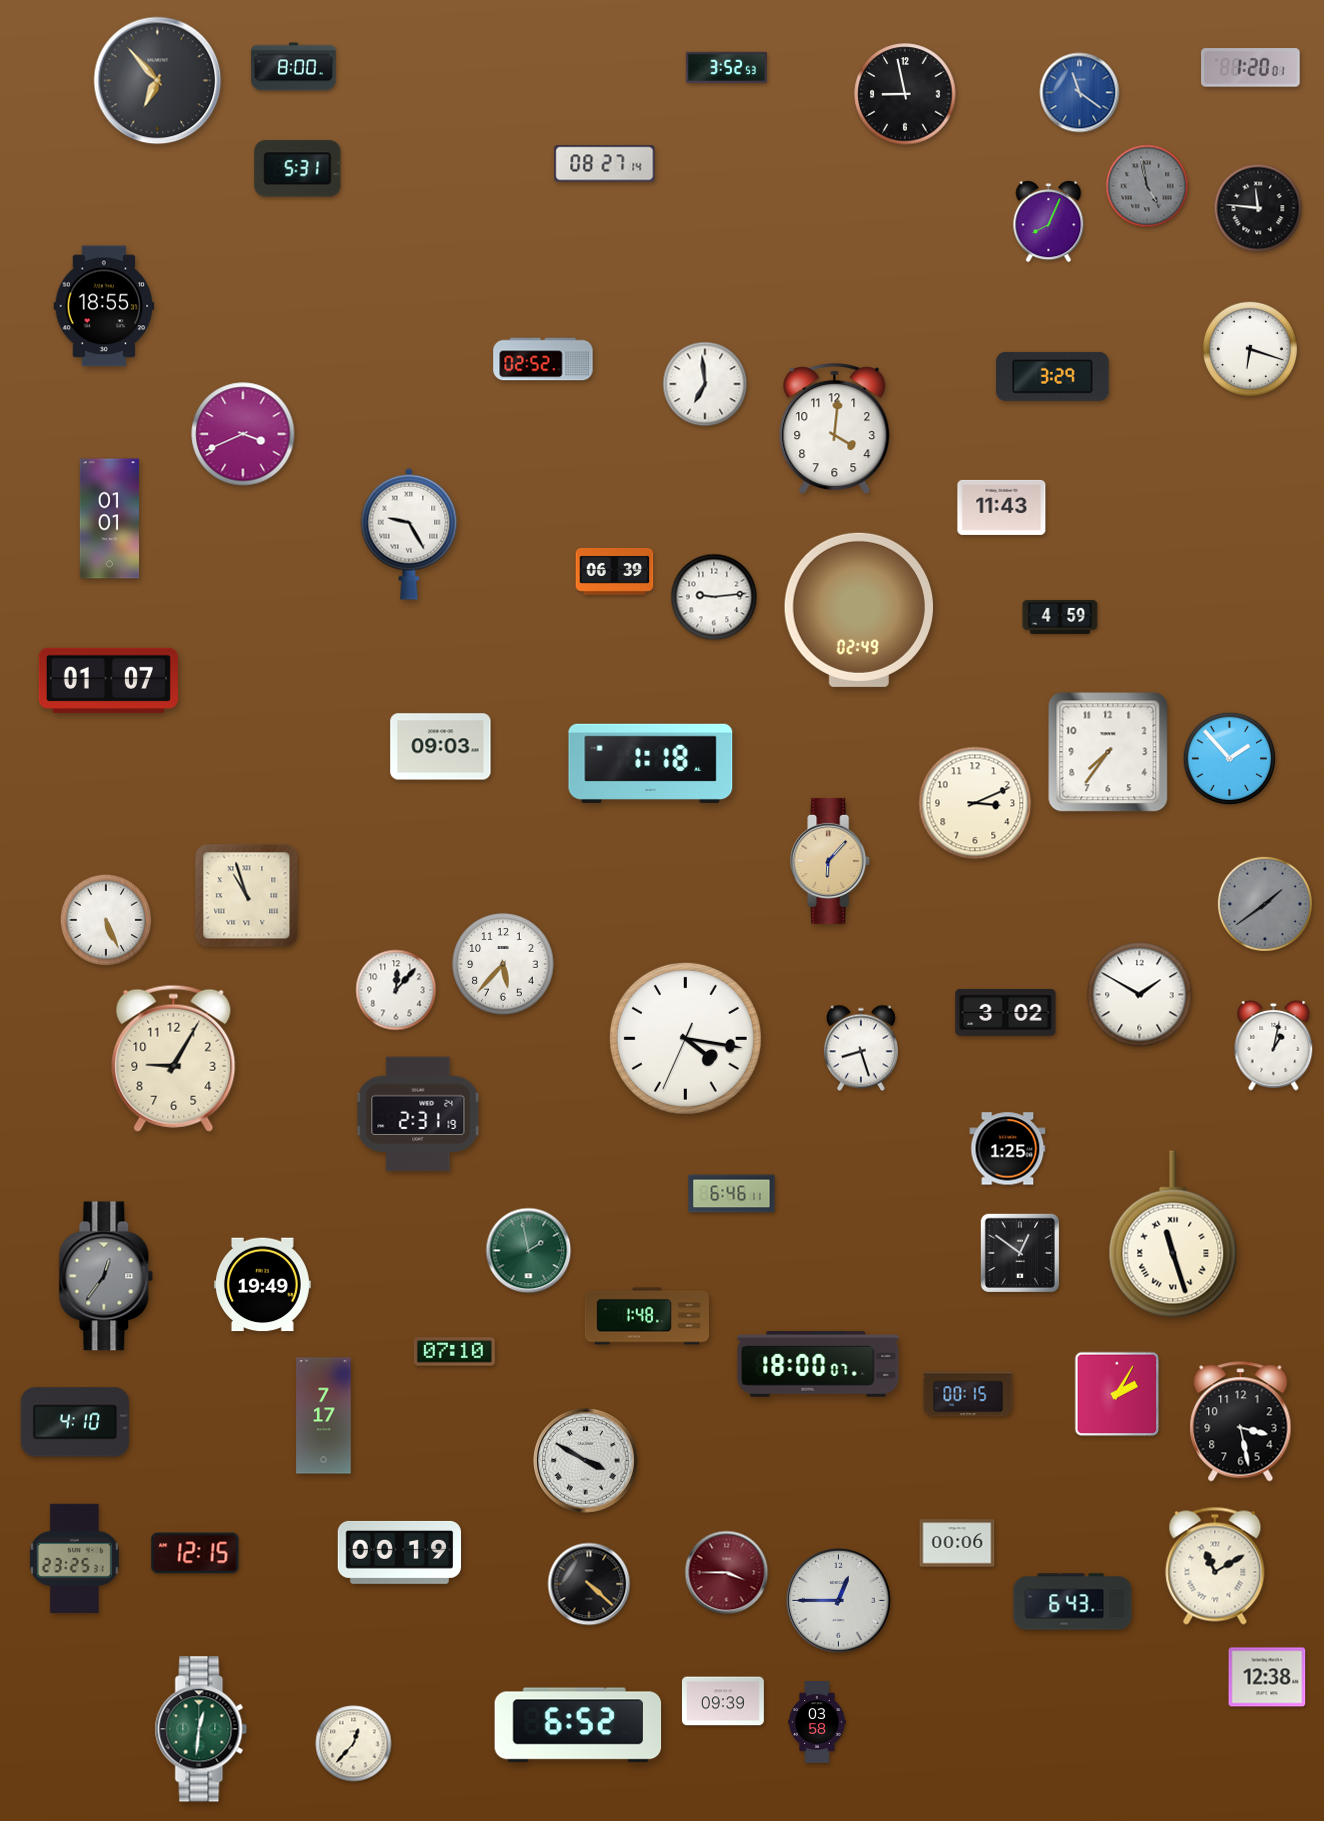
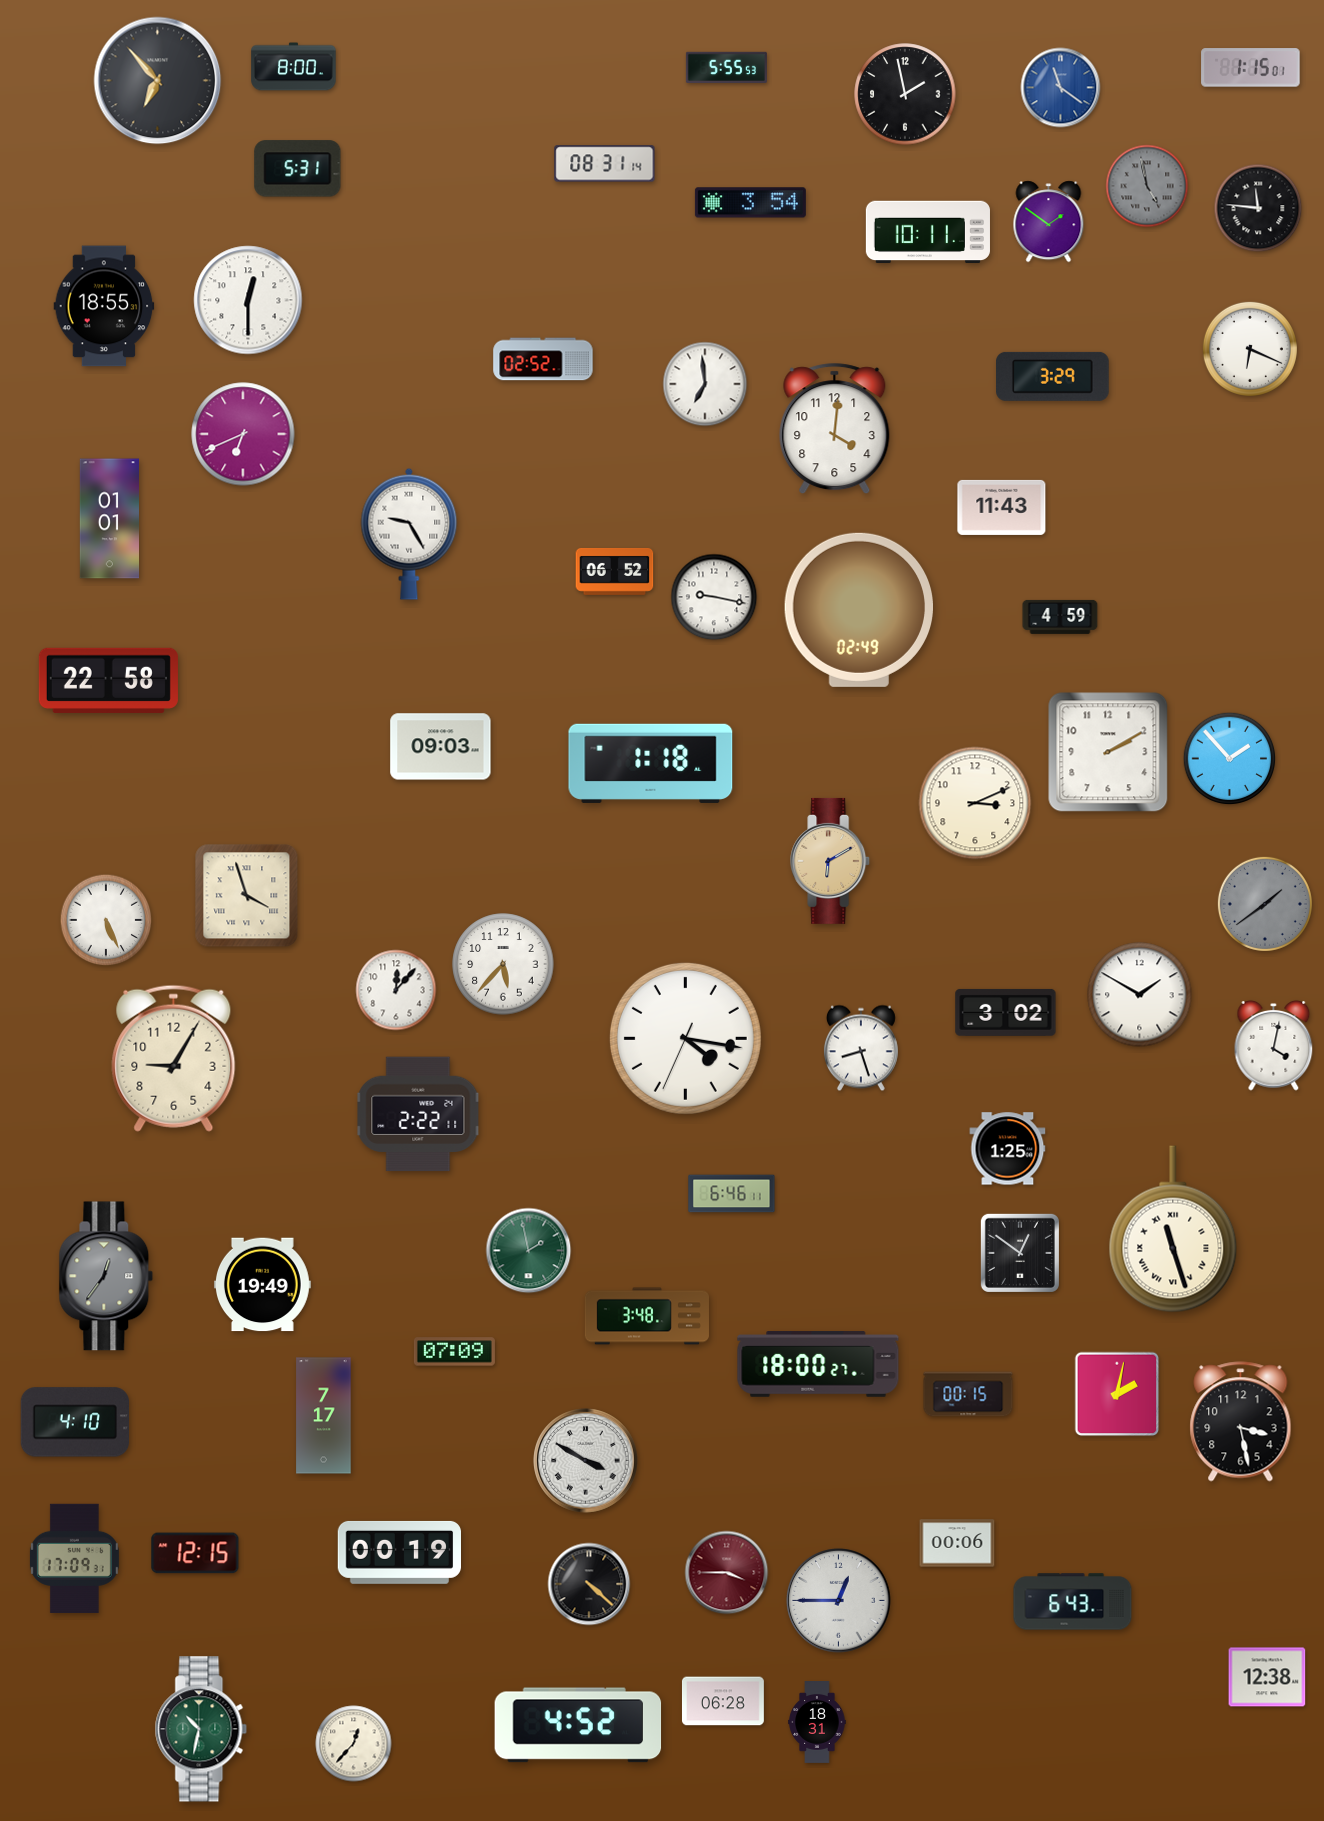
clock at (726, 67): 3:52 -> 5:55
clock at (1251, 68): 1:20 -> 1:15
clock at (1080, 93) position: (1080, 93) -> (1061, 88)
clock at (905, 94): 8:58 -> 1:58
clock at (605, 164): 08:27 -> 08:31
clock at (750, 203): none -> 3:54
clock at (1049, 222): 8:04 -> 1:51
clock at (928, 232): none -> 10:11
clock at (248, 300): none -> 12:30
clock at (1250, 349): 6:18 -> 6:19
clock at (243, 434): 3:41 -> 6:41
clock at (615, 571): 06:39 -> 06:52
clock at (714, 597): 9:14 -> 9:17
clock at (108, 680): 01:07 -> 22:58
clock at (1108, 752): 7:36 -> 2:10
clock at (831, 861): 6:07 -> 6:10
clock at (247, 896): 10:57 -> 3:57
clock at (1274, 1045): 1:02 -> 4:02
clock at (418, 1114): 2:31 -> 2:22
clock at (1173, 1234) position: (1173, 1234) -> (1173, 1229)
clock at (647, 1316): 1:48 -> 3:48
clock at (454, 1352): 07:10 -> 07:09
clock at (818, 1364): 18:00:07 -> 18:00:27
clock at (1117, 1394): 2:05 -> 2:02
clock at (74, 1558): 23:25 -> 17:09
clock at (1215, 1566): 11:10 -> none
clock at (723, 1701): 09:39 -> 06:28
clock at (817, 1723): 03:58 -> 18:31
clock at (578, 1725): 6:52 -> 4:52
clock at (201, 1729): 12:31 -> 10:32
